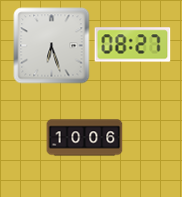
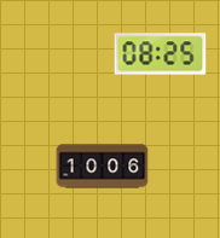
clock at (133, 45): 08:27 -> 08:25
clock at (52, 46): 6:27 -> none
